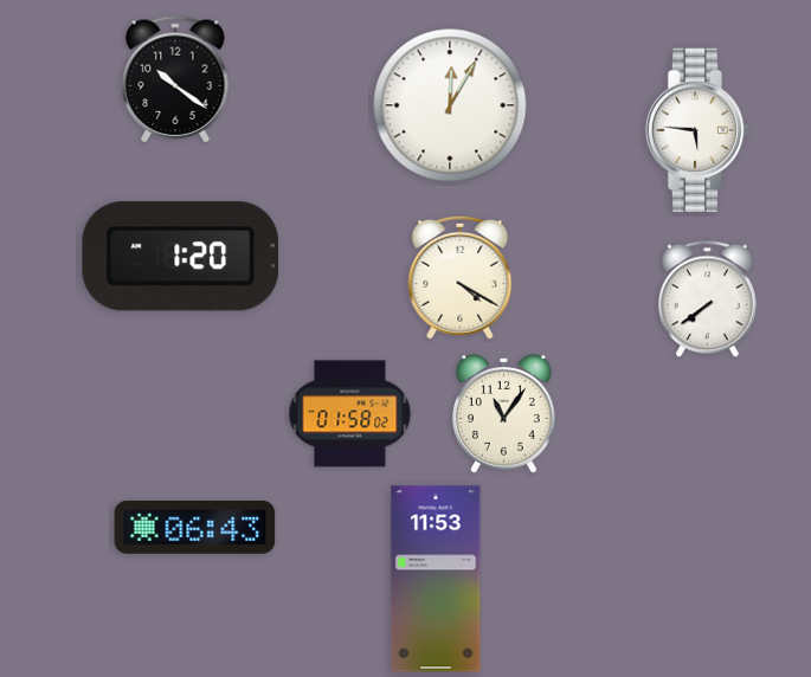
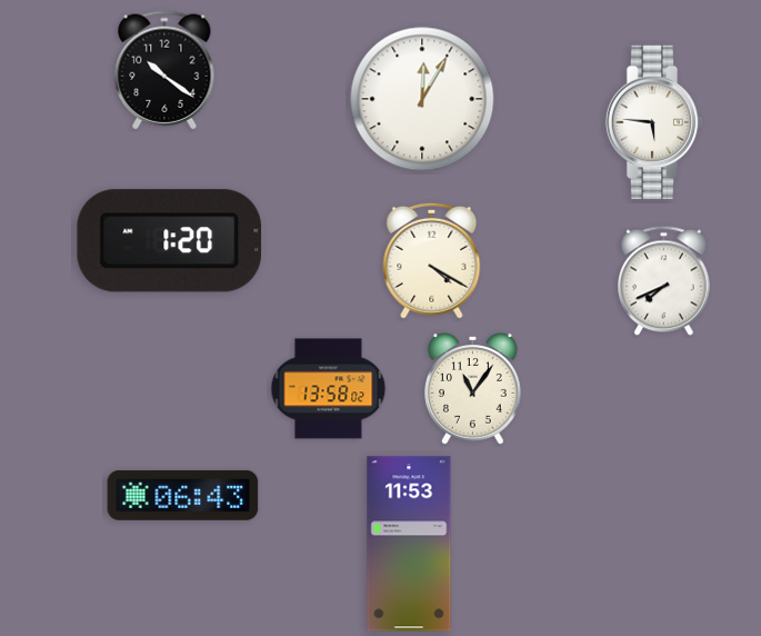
clock at (175, 79) position: (175, 79) -> (164, 70)
clock at (708, 299): 7:39 -> 7:41
clock at (350, 414): 01:58 -> 13:58
